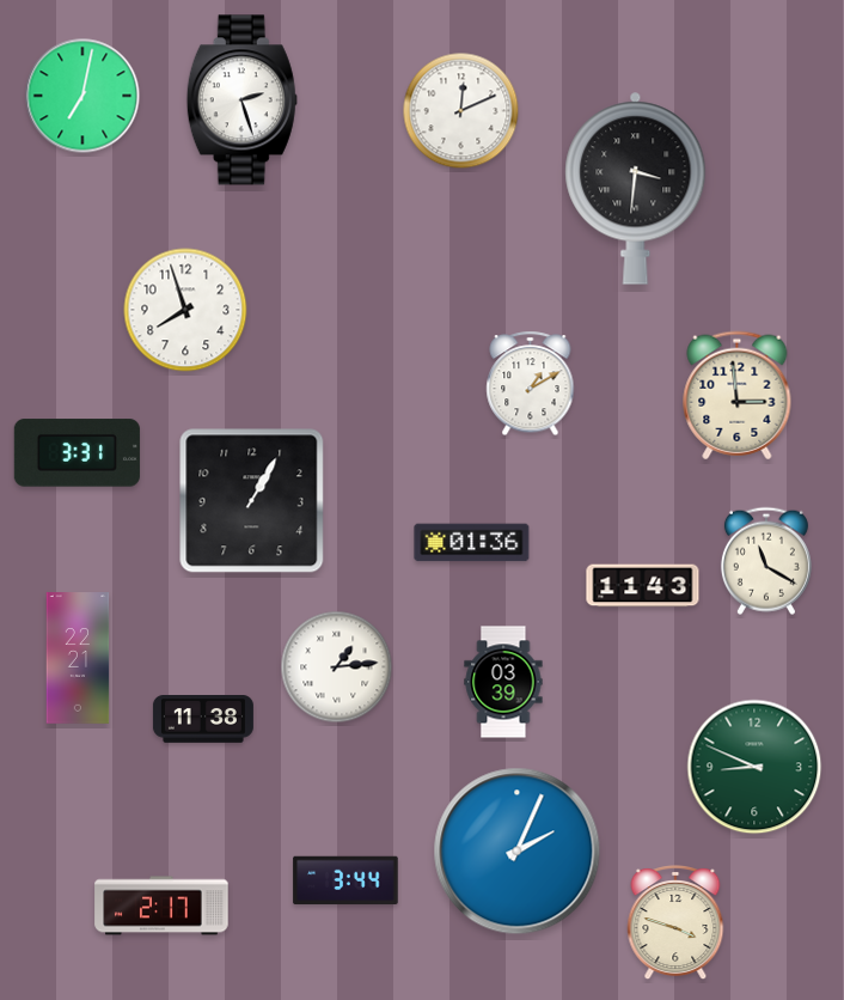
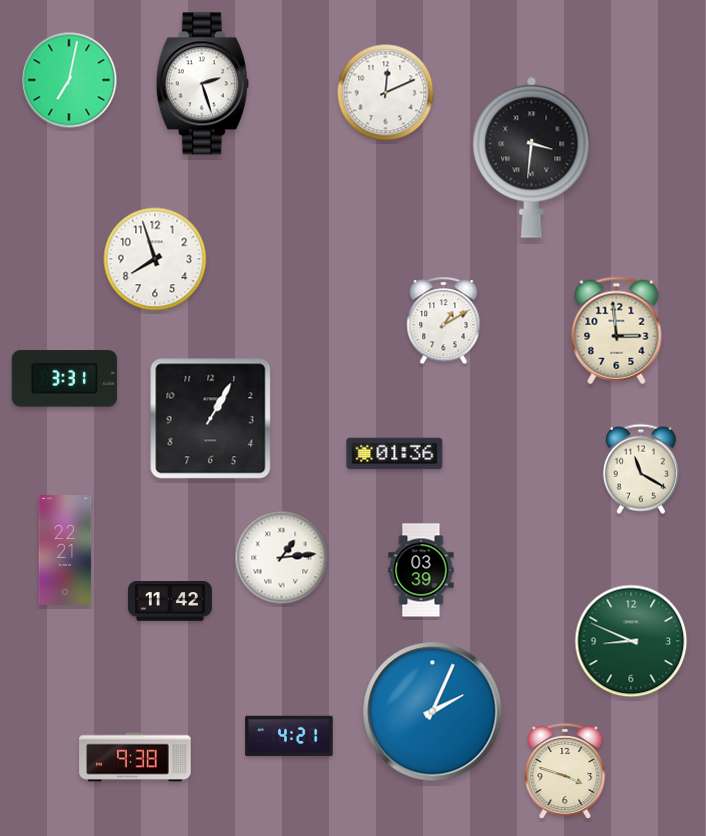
clock at (643, 586): 11:43 -> none
clock at (203, 720): 11:38 -> 11:42
clock at (345, 880): 3:44 -> 4:21
clock at (161, 906): 2:17 -> 9:38
